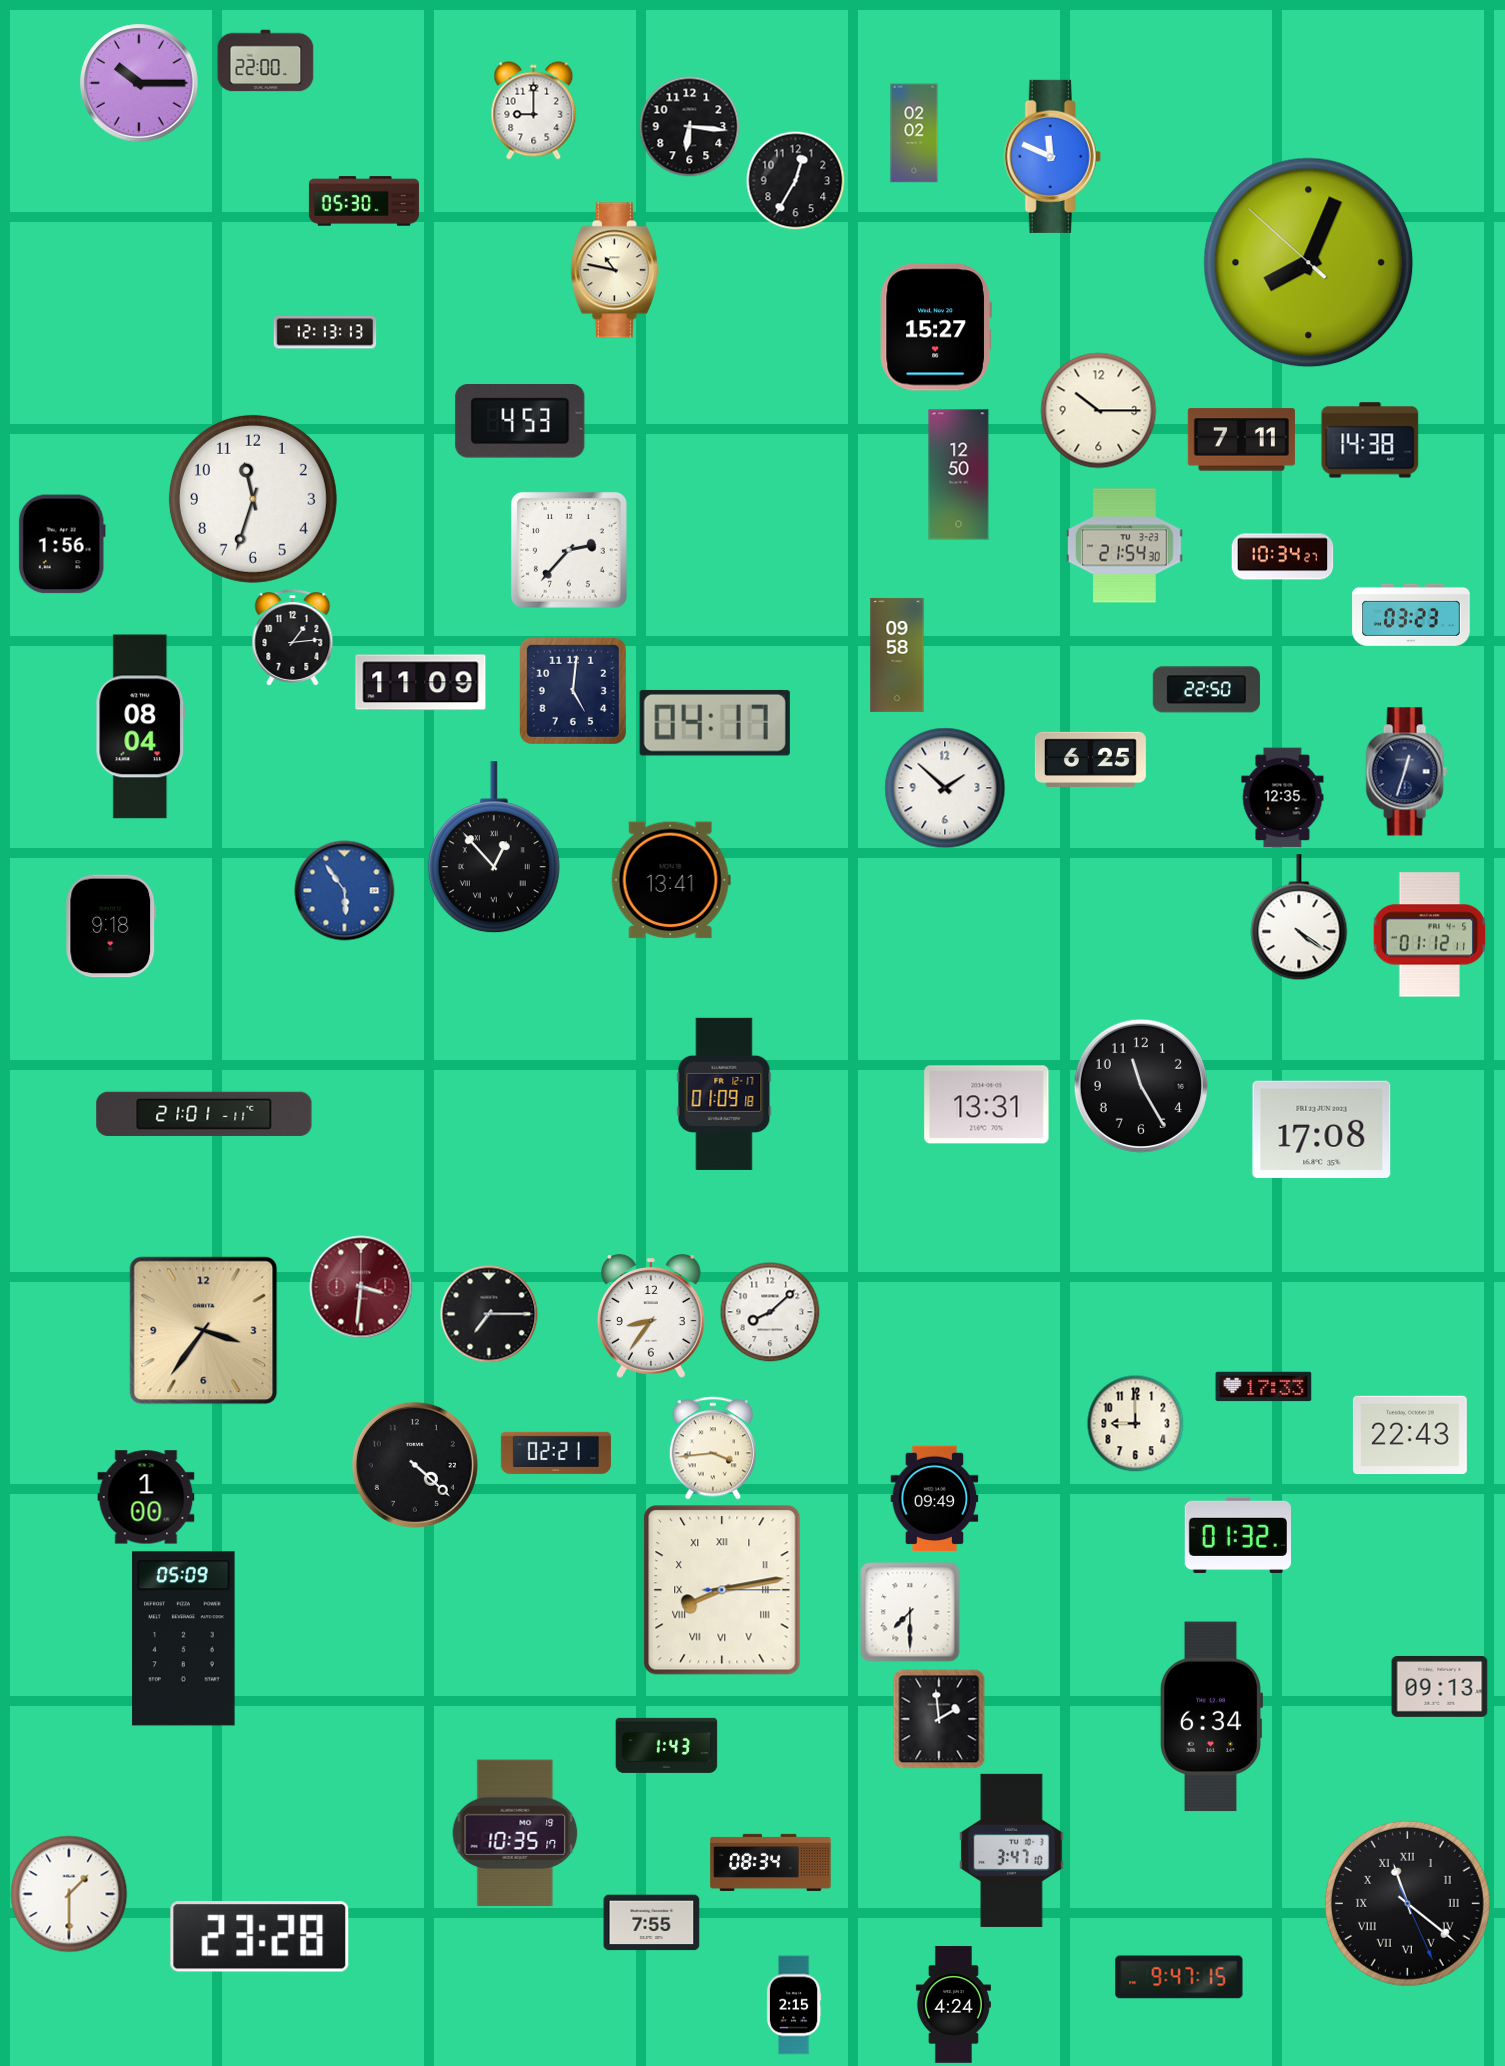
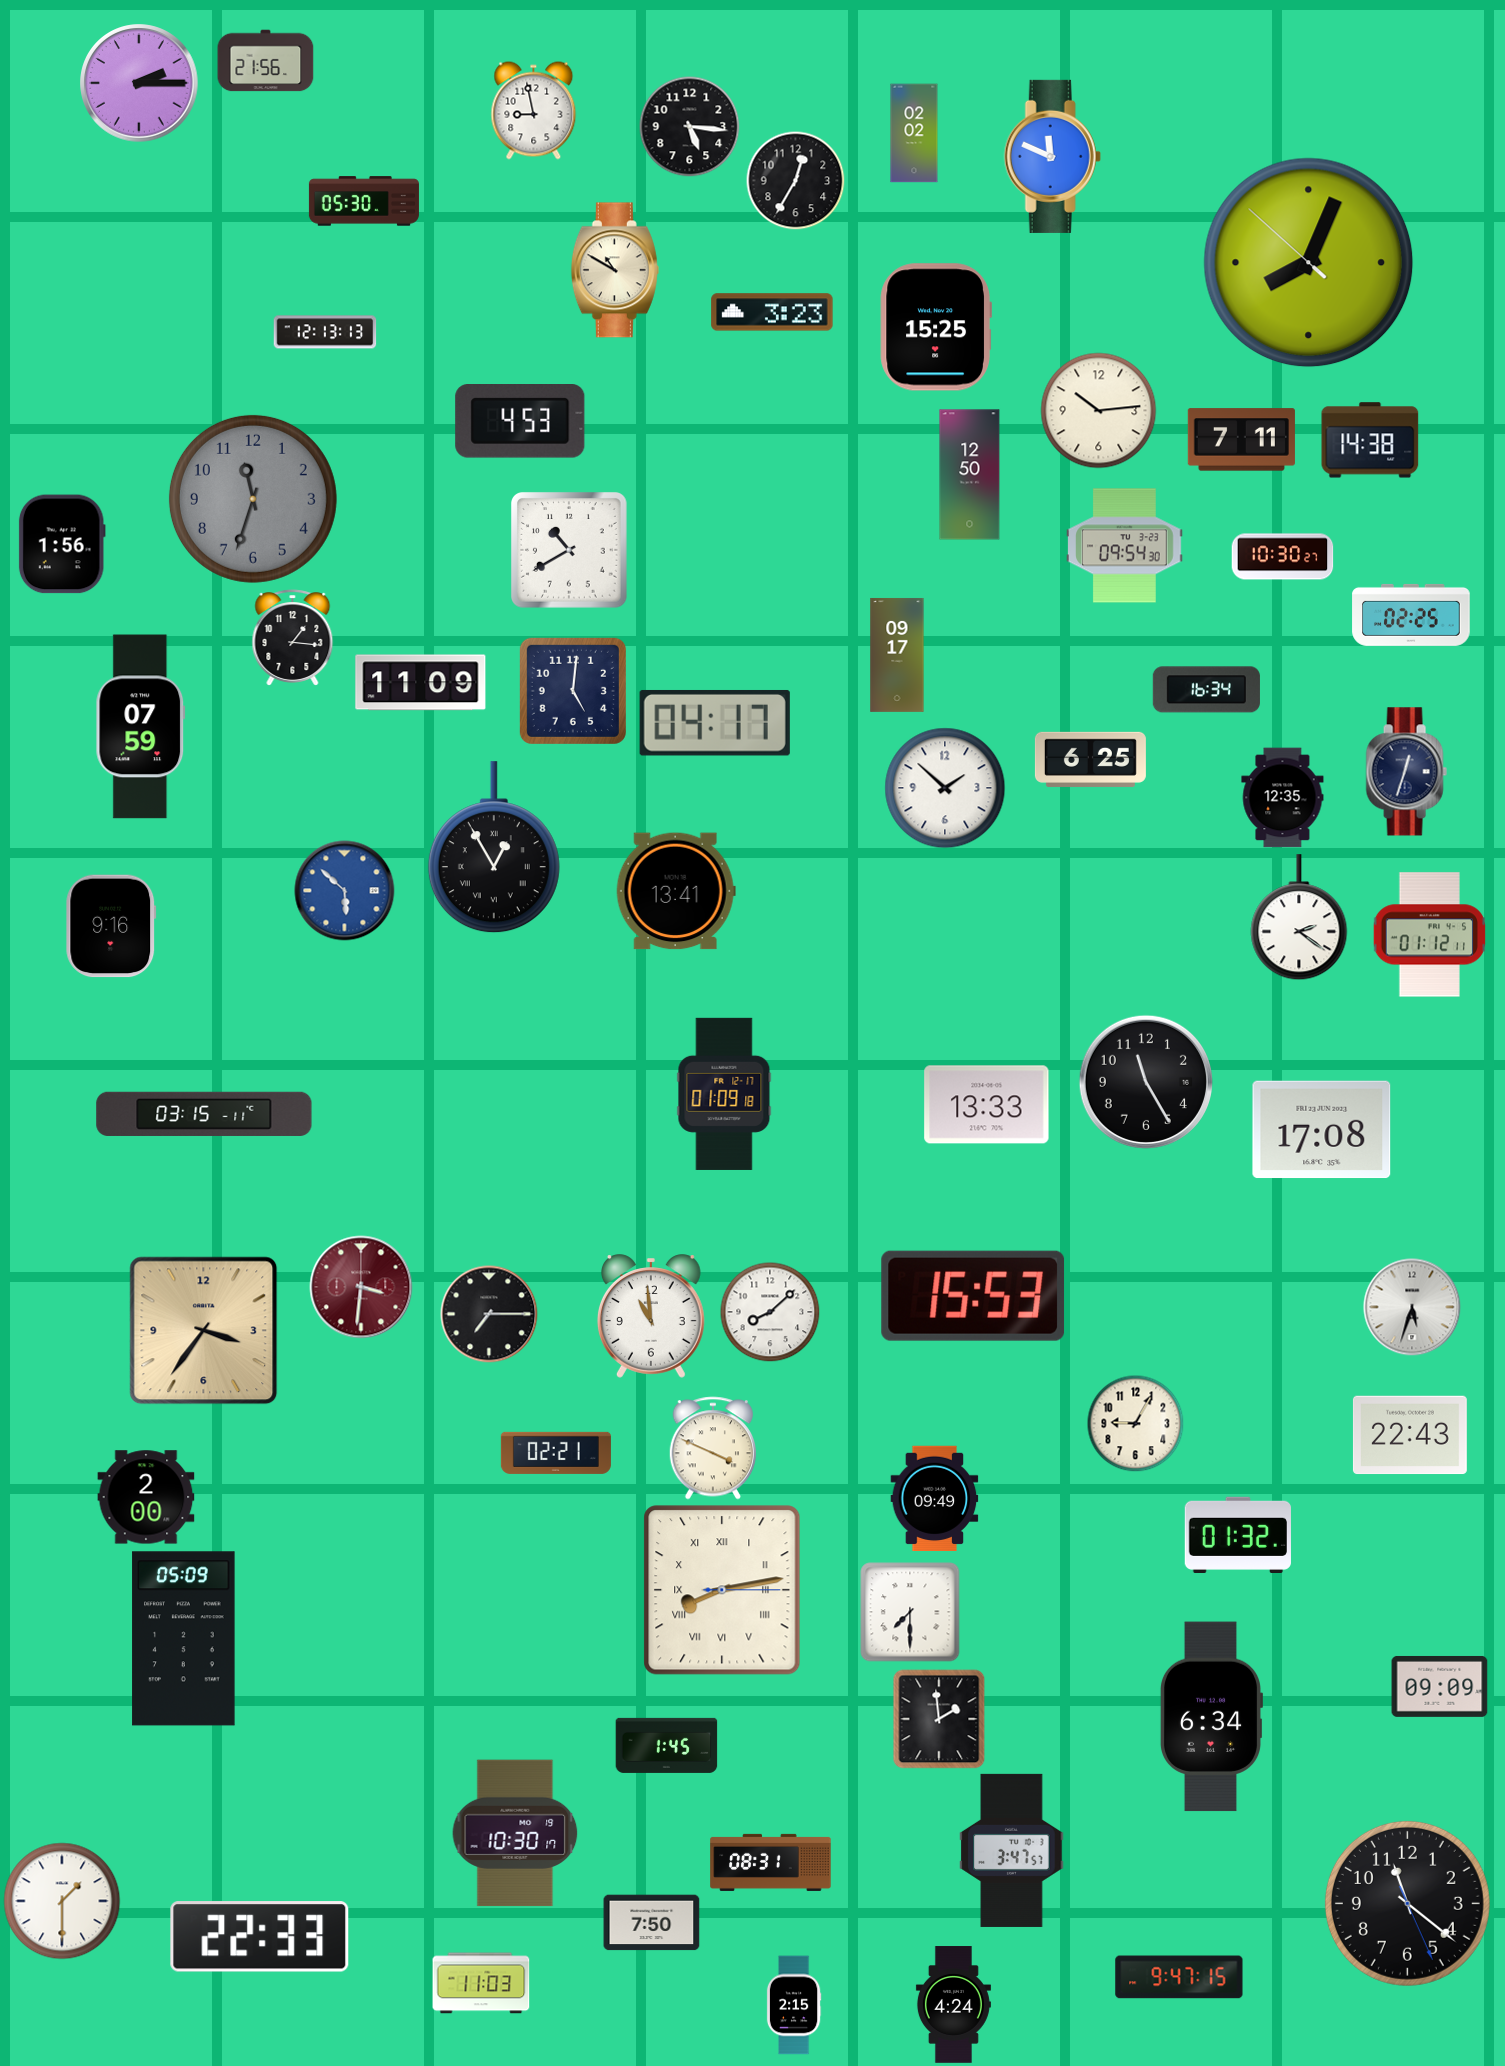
clock at (266, 61): 22:00 -> 21:56
clock at (139, 83): 10:15 -> 2:15
clock at (534, 111): 9:00 -> 8:58
clock at (690, 127): 6:16 -> 5:16
clock at (615, 270): 10:47 -> 10:50
clock at (772, 312): none -> 3:23
clock at (936, 327): 15:27 -> 15:25
clock at (1099, 411): 10:15 -> 10:14
clock at (959, 475) position: (959, 475) -> (970, 475)
clock at (253, 499) dial: white -> grey
clock at (1125, 546): 21:54 -> 09:54
clock at (569, 550): 2:37 -> 10:40
clock at (1283, 557): 10:34 -> 10:30
clock at (1411, 615): 03:23 -> 02:25
clock at (293, 638): 1:14 -> 1:16
clock at (897, 655): 09:58 -> 09:17
clock at (1206, 690): 22:50 -> 16:34
clock at (141, 727): 08:04 -> 07:59
clock at (494, 848): 12:53 -> 12:55
clock at (671, 880) position: (671, 880) -> (676, 891)
clock at (345, 891): 5:54 -> 5:52
clock at (1299, 918): 4:21 -> 2:21
clock at (111, 926): 9:18 -> 9:16
clock at (1141, 1086) position: (1141, 1086) -> (1146, 1082)
clock at (987, 1105): 13:31 -> 13:33
clock at (204, 1114): 21:01 -> 03:15
clock at (973, 1296): none -> 15:53
clock at (1412, 1307): none -> 5:33
clock at (651, 1316): 8:36 -> 10:59
clock at (1264, 1387): 17:33 -> none
clock at (1135, 1423): 9:00 -> 9:05
clock at (712, 1448): 3:44 -> 3:49
clock at (415, 1465): 4:22 -> none
clock at (146, 1497): 1:00 -> 2:00
clock at (1440, 1686): 09:13 -> 09:09
clock at (667, 1745): 1:43 -> 1:45
clock at (515, 1833): 10:35 -> 10:30
clock at (1012, 1850): 3:47:10 -> 3:47:57
clock at (771, 1862): 08:34 -> 08:31
clock at (69, 1894) position: (69, 1894) -> (62, 1901)
clock at (1407, 1903) numerals: Roman -> Arabic
clock at (652, 1923): 7:55 -> 7:50
clock at (260, 1937): 23:28 -> 22:33
clock at (481, 1983): none -> 11:03
